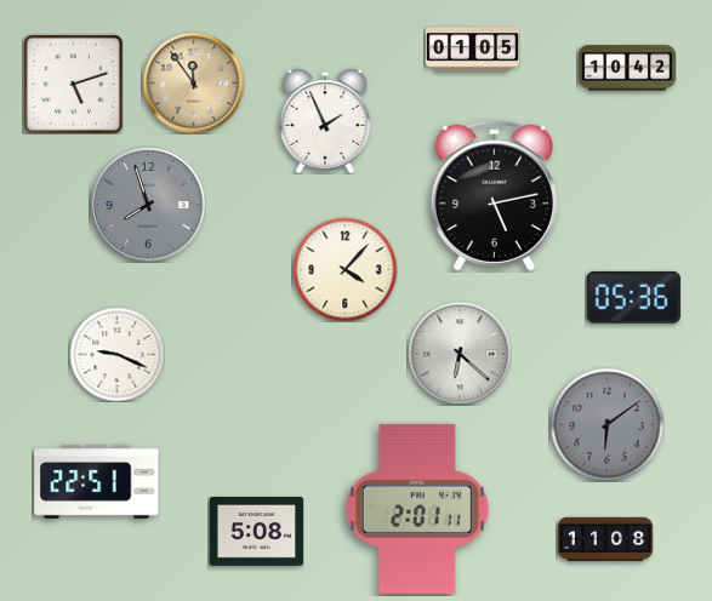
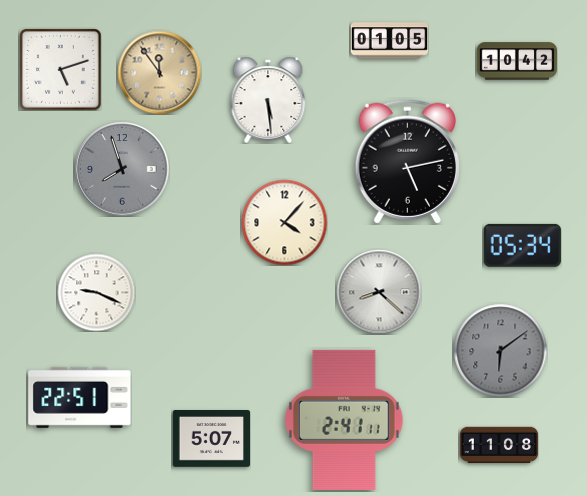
clock at (626, 68) position: (626, 68) -> (516, 61)
clock at (193, 82) position: (193, 82) -> (159, 72)
clock at (325, 121): 1:56 -> 5:29
clock at (633, 297): 05:36 -> 05:34
clock at (460, 354): 6:22 -> 8:22
clock at (417, 509): 2:01 -> 2:41
clock at (256, 532): 5:08 -> 5:07
